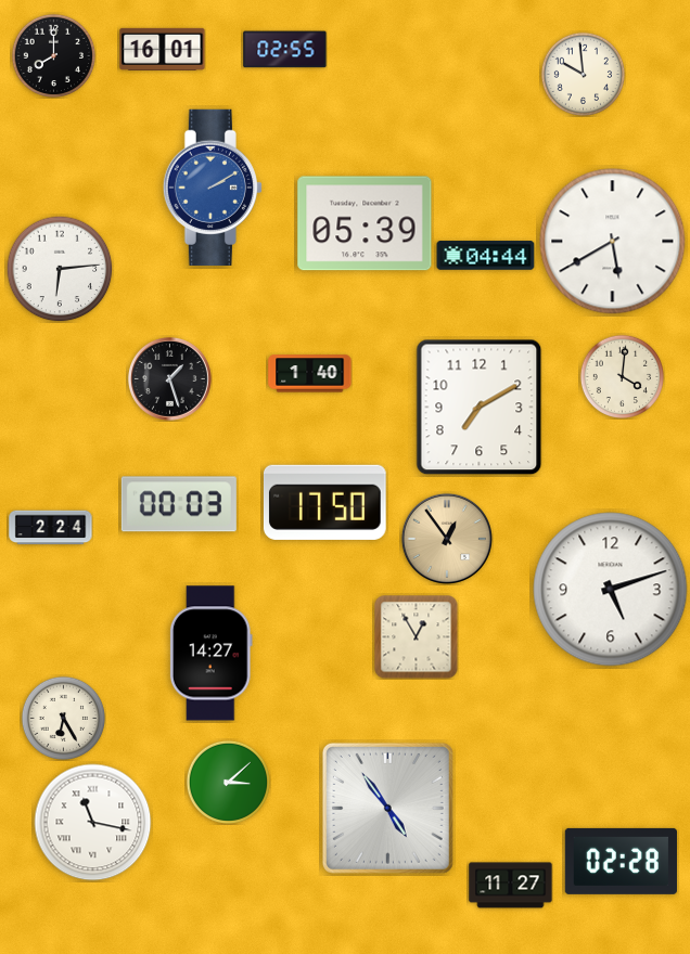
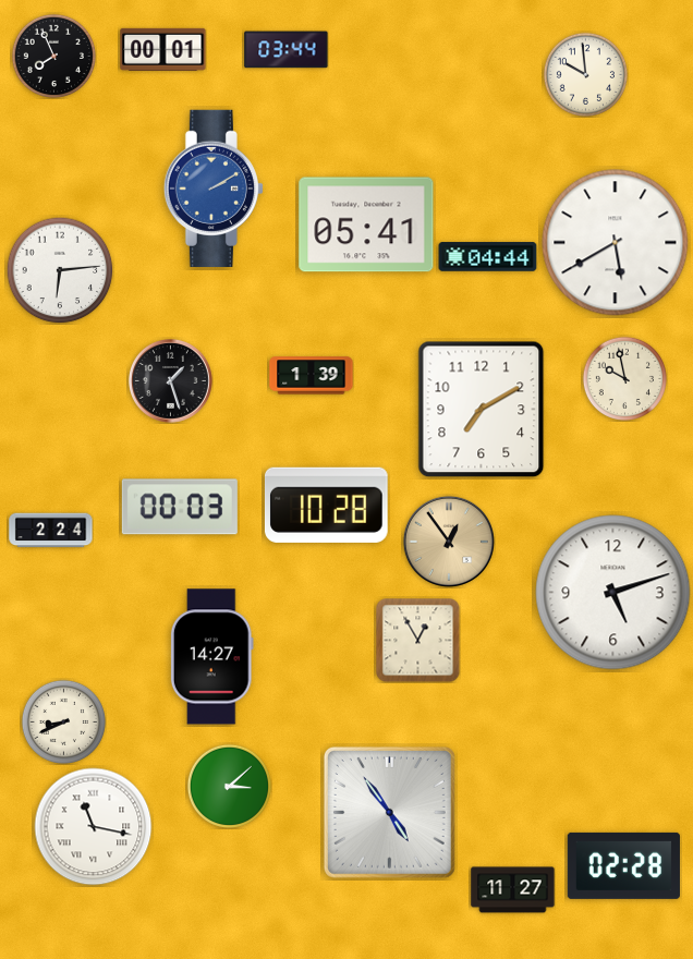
clock at (163, 49): 16:01 -> 00:01
clock at (285, 50): 02:55 -> 03:44
clock at (53, 55): 8:00 -> 7:56
clock at (365, 223): 05:39 -> 05:41
clock at (310, 374): 1:40 -> 1:39
clock at (622, 376): 4:01 -> 9:58
clock at (324, 502): 17:50 -> 10:28
clock at (63, 718): 6:25 -> 8:41
